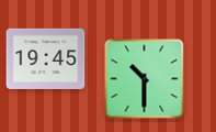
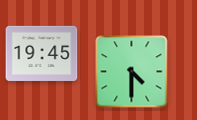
clock at (145, 79): 10:30 -> 4:30
